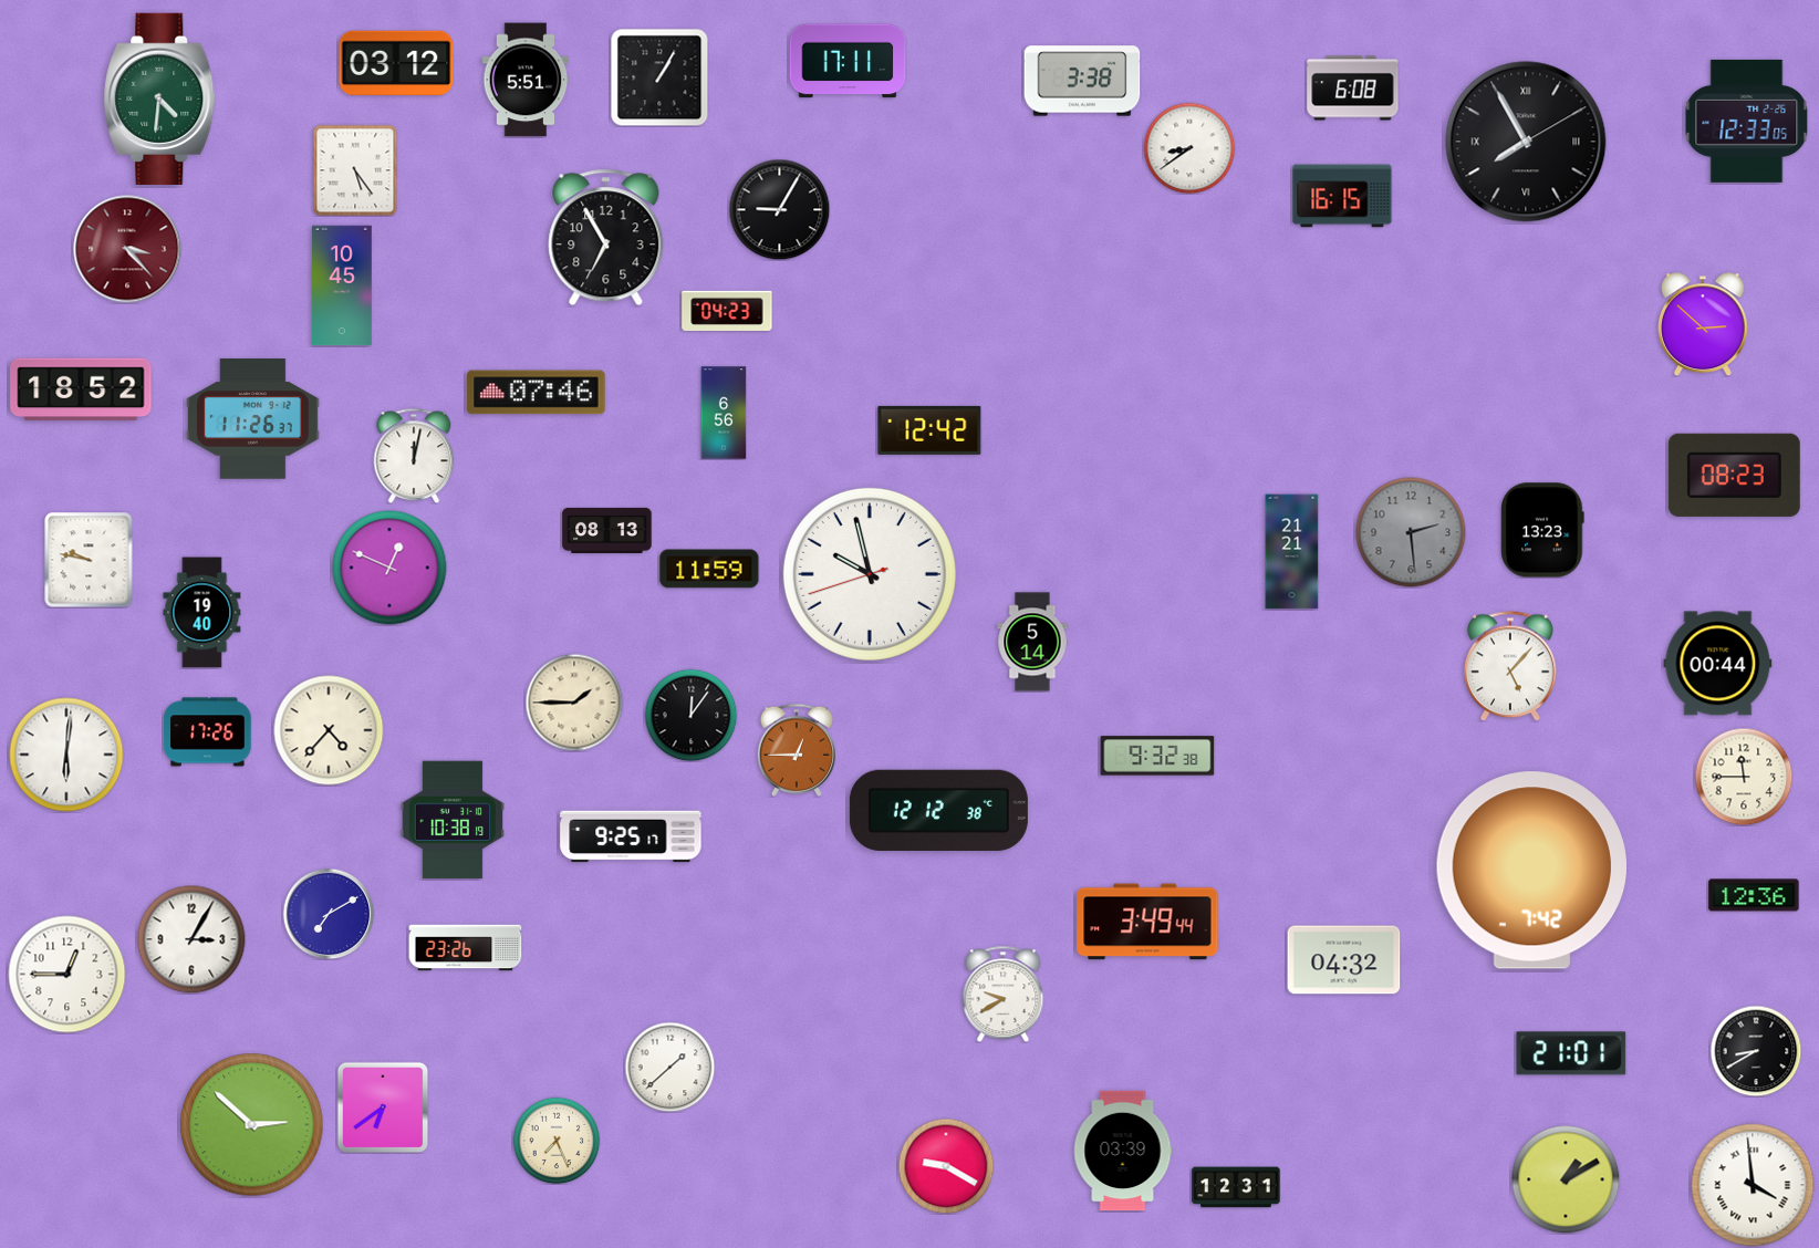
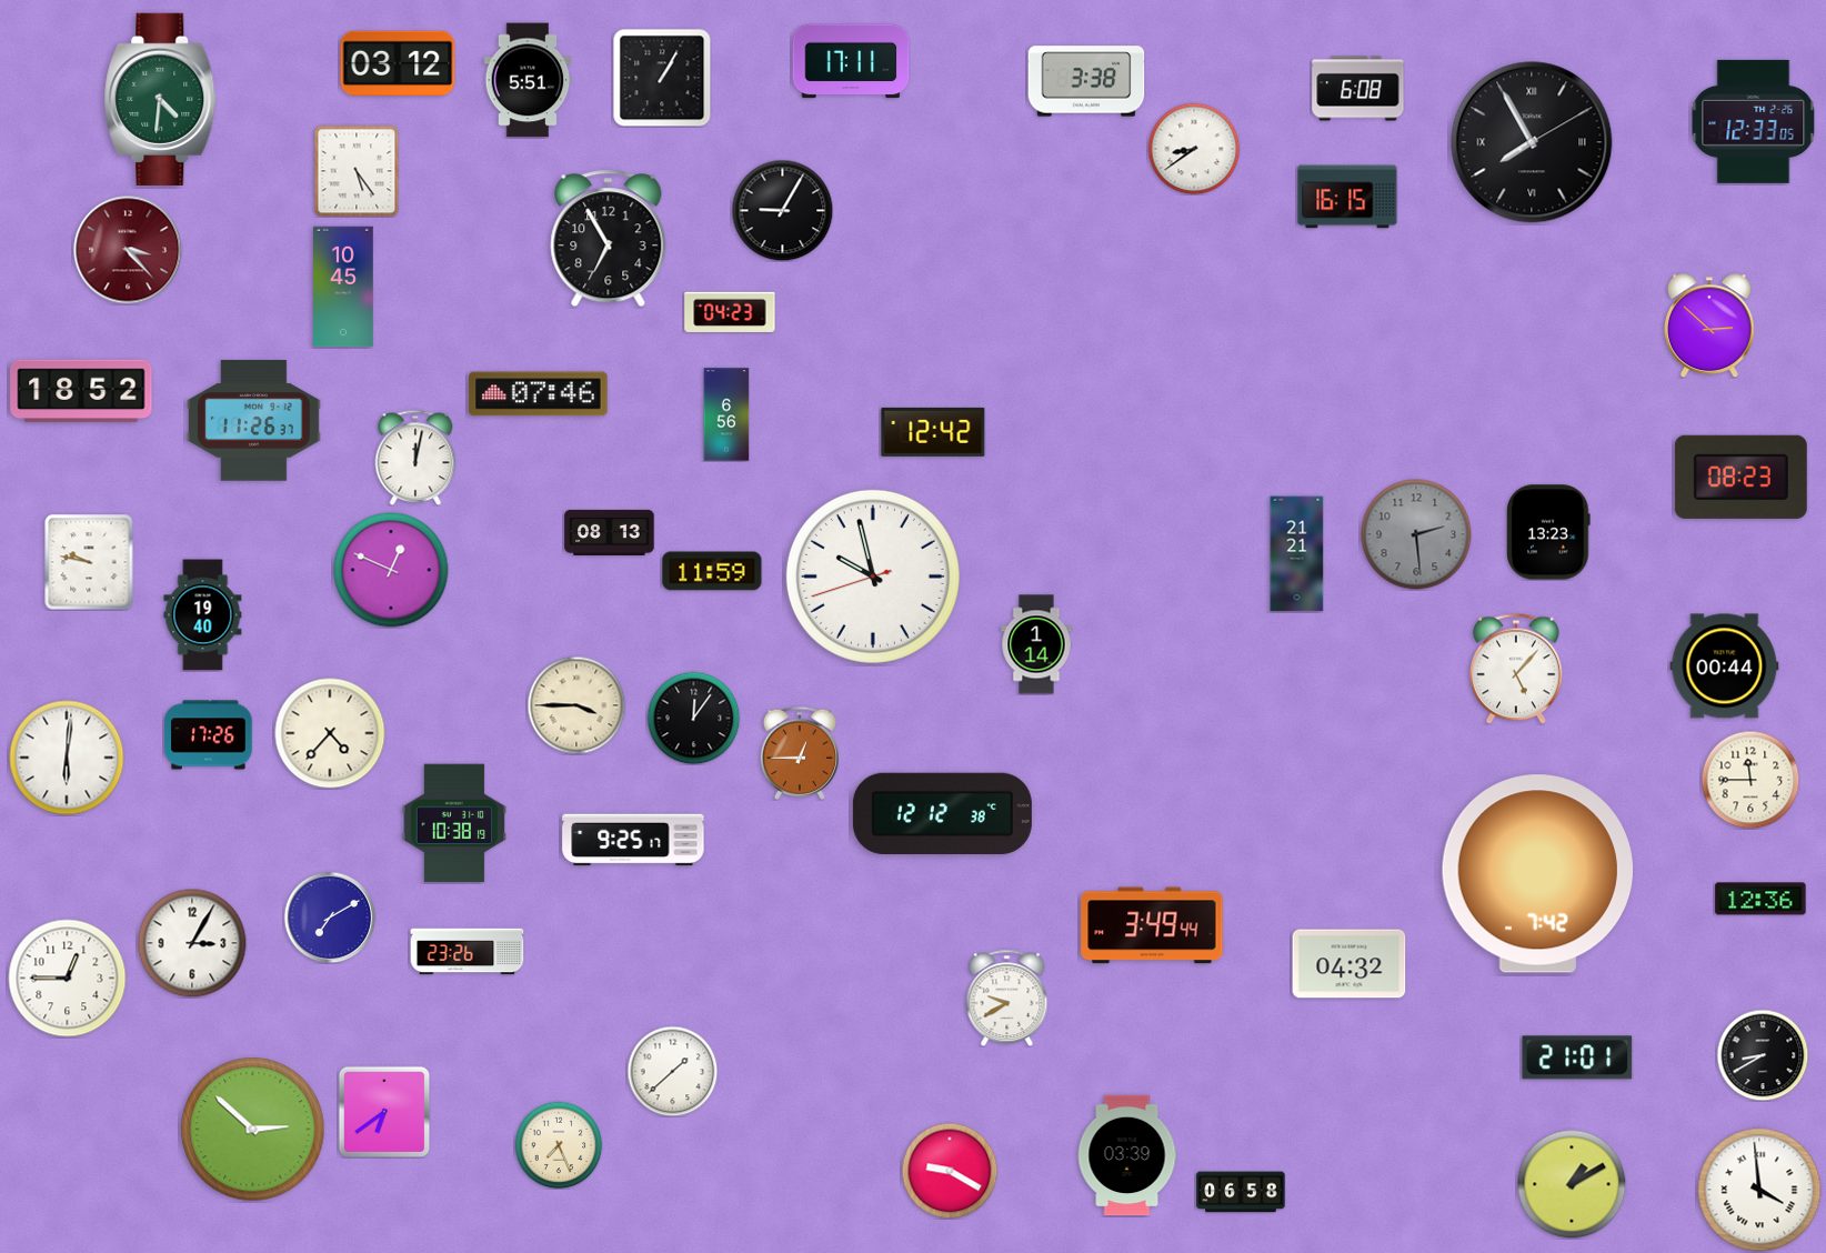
clock at (1032, 642): 5:14 -> 1:14
clock at (574, 703): 1:45 -> 3:45
clock at (1157, 756): 9:32 -> none
clock at (1236, 1187): 12:31 -> 06:58
